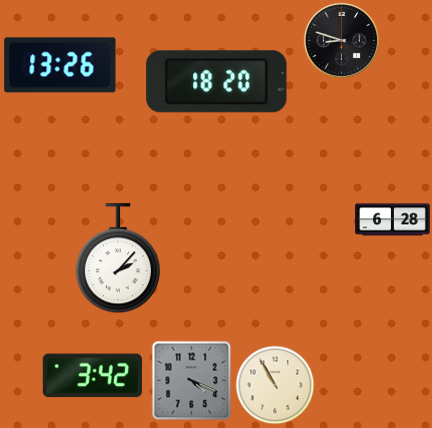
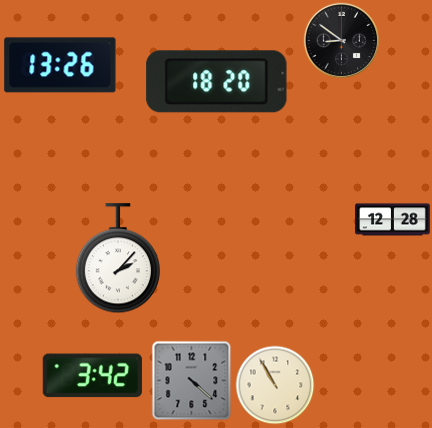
clock at (342, 41): 8:48 -> 8:51
clock at (393, 220): 6:28 -> 12:28
clock at (192, 381): 4:19 -> 4:22
